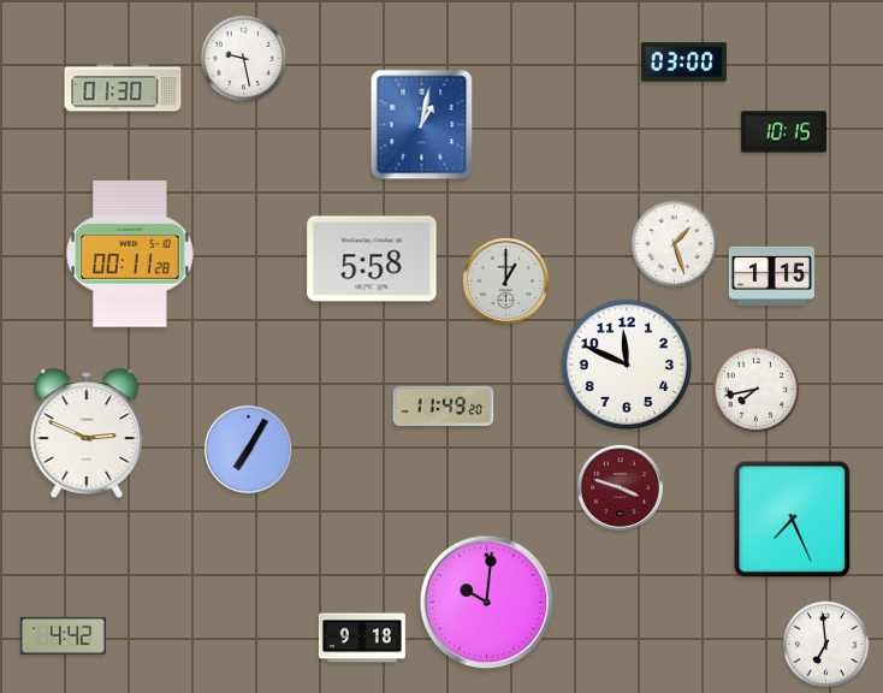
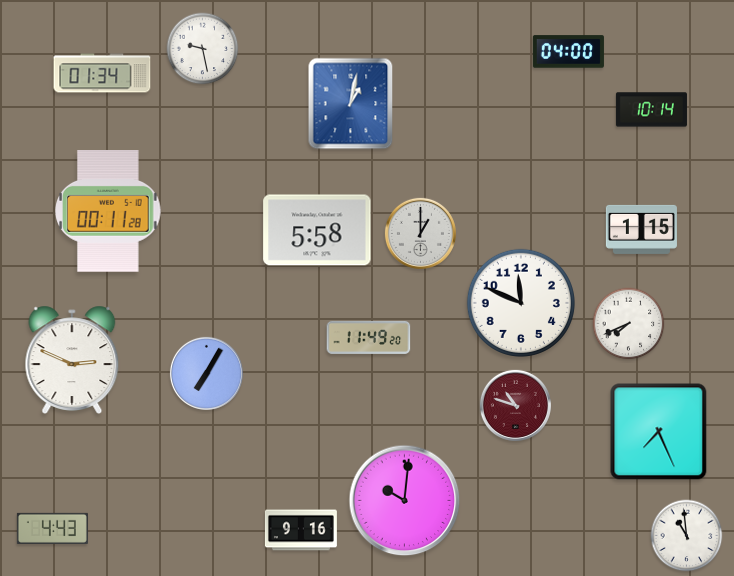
clock at (683, 63): 03:00 -> 04:00
clock at (123, 88): 01:30 -> 01:34
clock at (783, 132): 10:15 -> 10:14
clock at (675, 244): 1:27 -> none
clock at (372, 259) position: (372, 259) -> (317, 230)
clock at (757, 390): 7:43 -> 7:41
clock at (620, 487): 3:48 -> 10:48
clock at (63, 635): 4:42 -> 4:43
clock at (362, 638): 9:18 -> 9:16
clock at (826, 645): 6:59 -> 10:59
